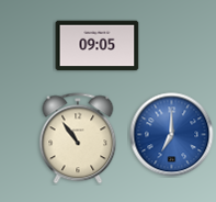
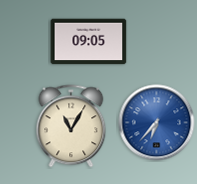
clock at (172, 135): 7:00 -> 6:37
clock at (78, 138): 10:54 -> 11:05
